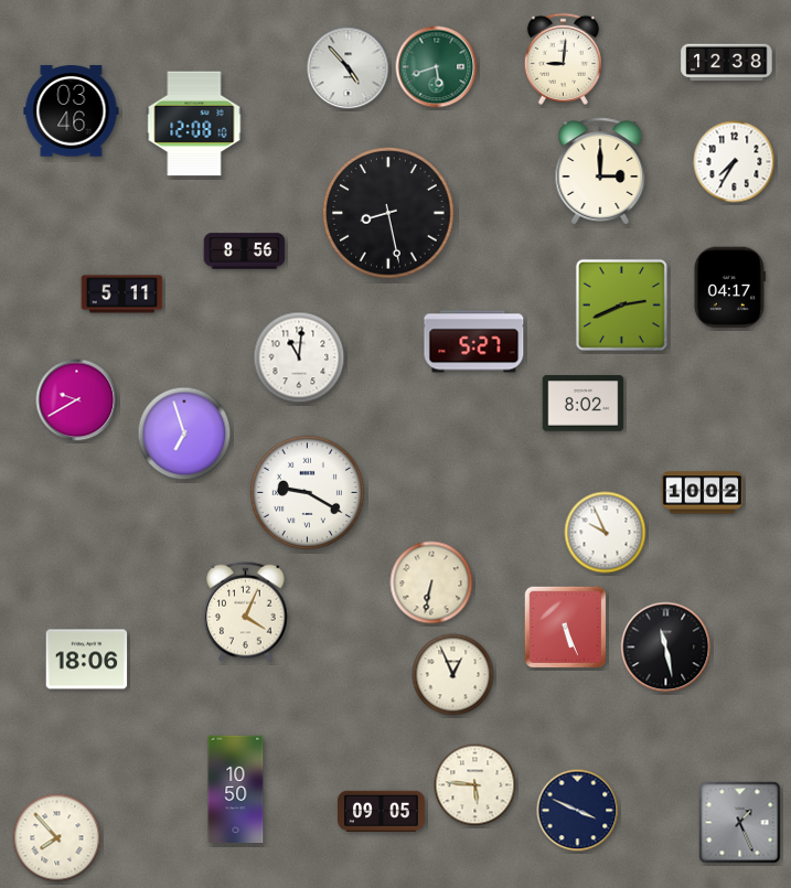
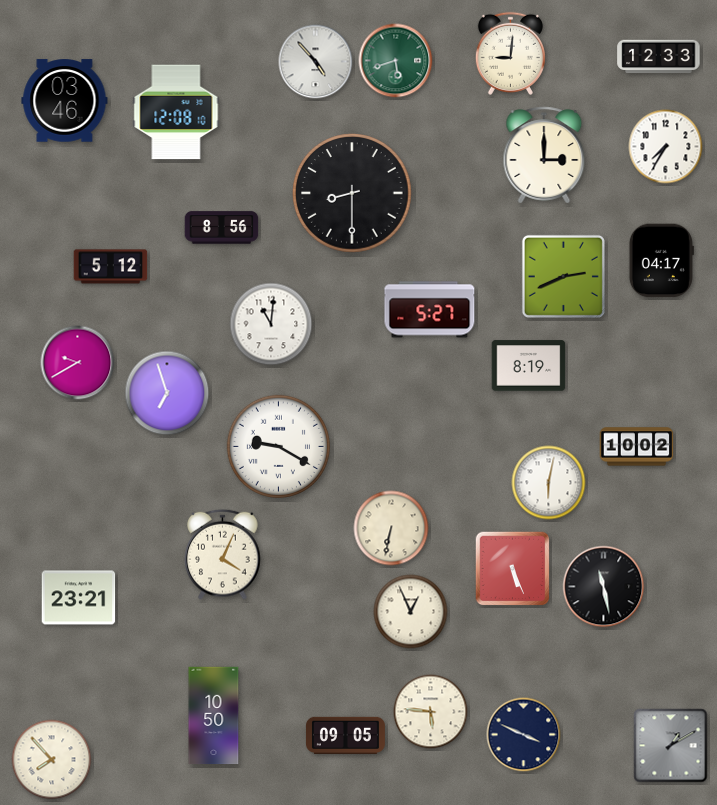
clock at (727, 63): 12:38 -> 12:33
clock at (389, 214): 8:28 -> 8:30
clock at (122, 295): 5:11 -> 5:12
clock at (77, 400) position: (77, 400) -> (78, 363)
clock at (584, 404): 8:02 -> 8:19
clock at (606, 533): 9:56 -> 6:02
clock at (87, 660): 18:06 -> 23:21
clock at (740, 823): 1:26 -> 1:10
